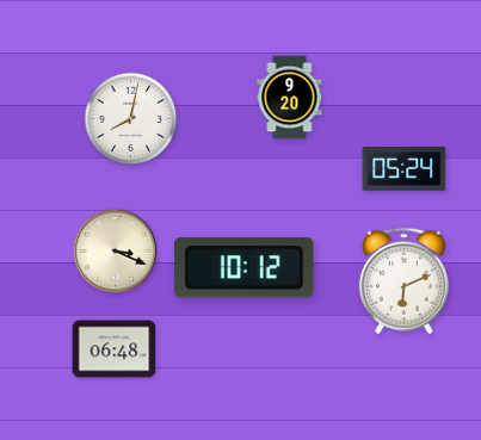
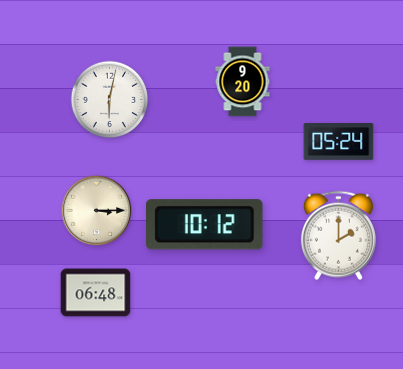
clock at (131, 119): 8:02 -> 6:02
clock at (116, 252): 3:19 -> 3:15
clock at (403, 281): 6:11 -> 2:00
